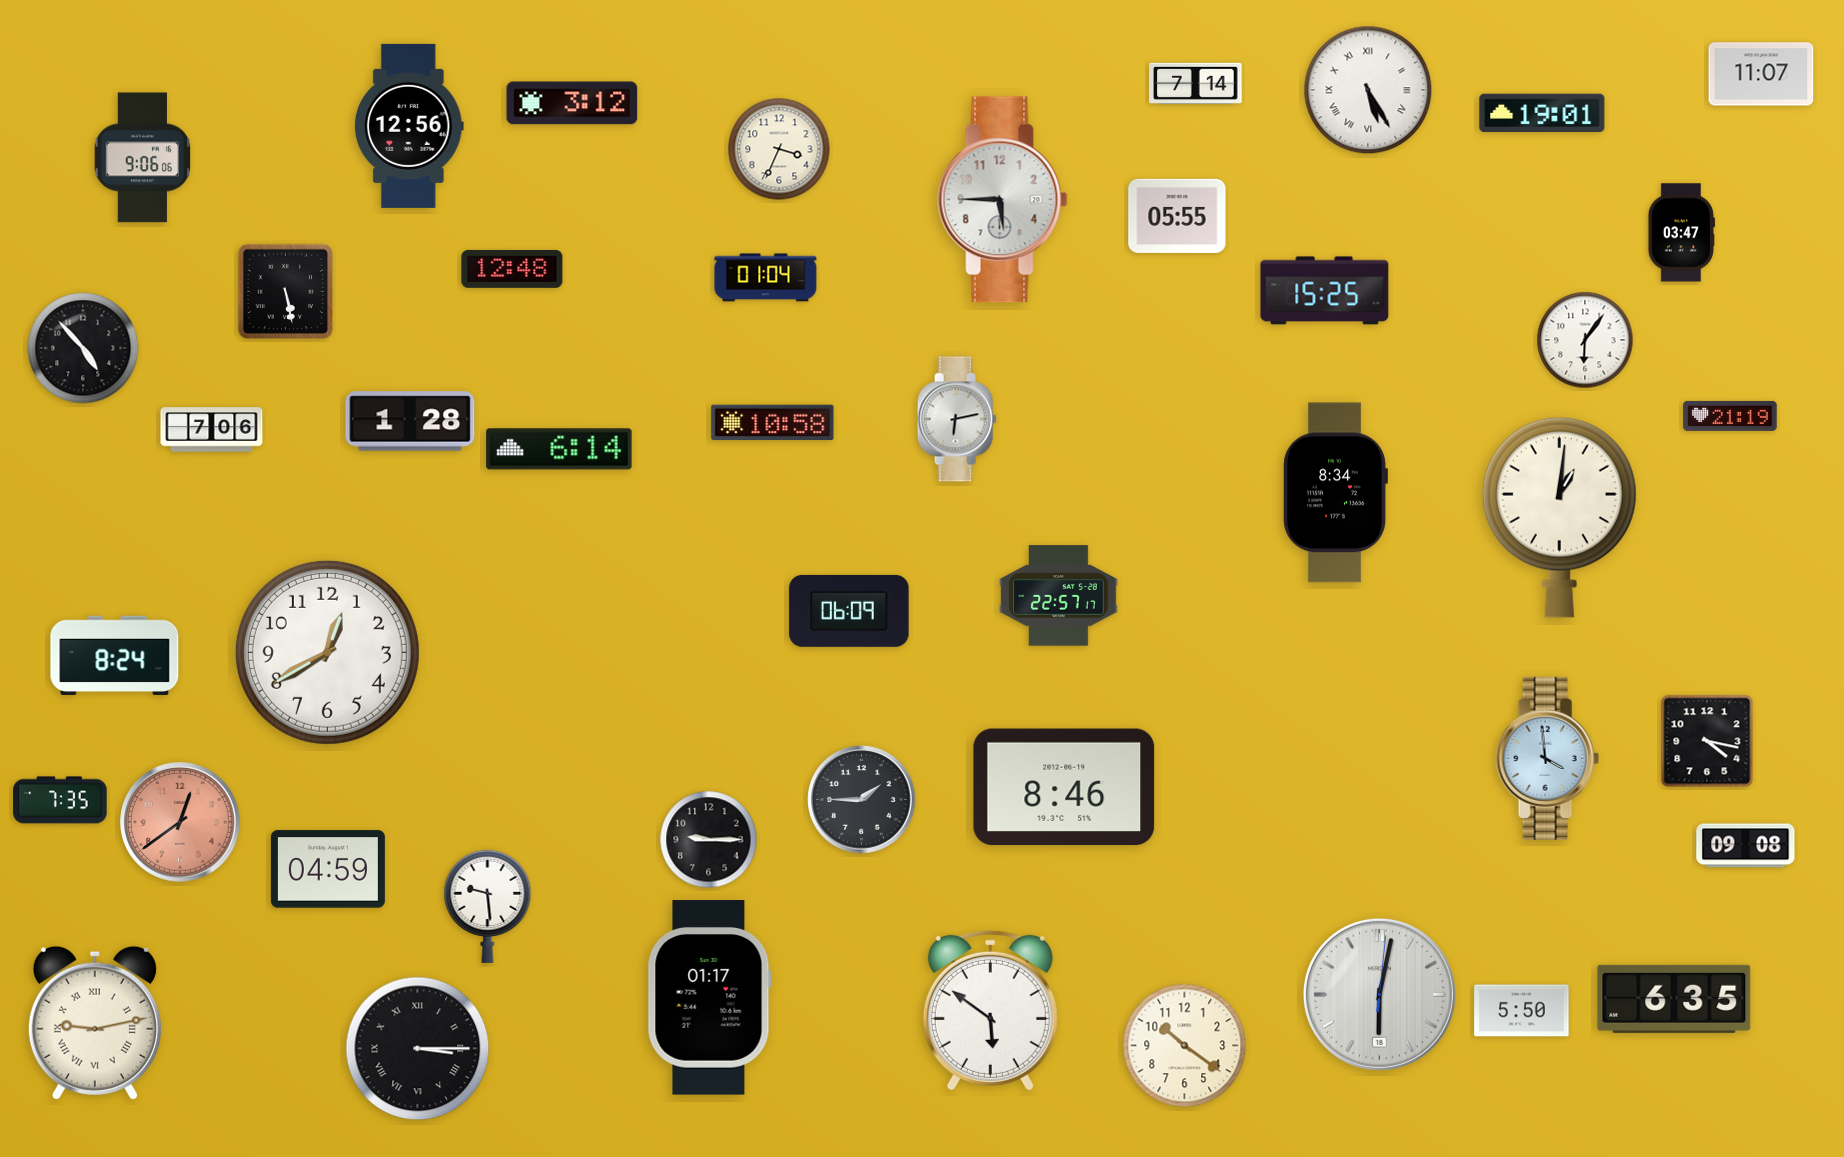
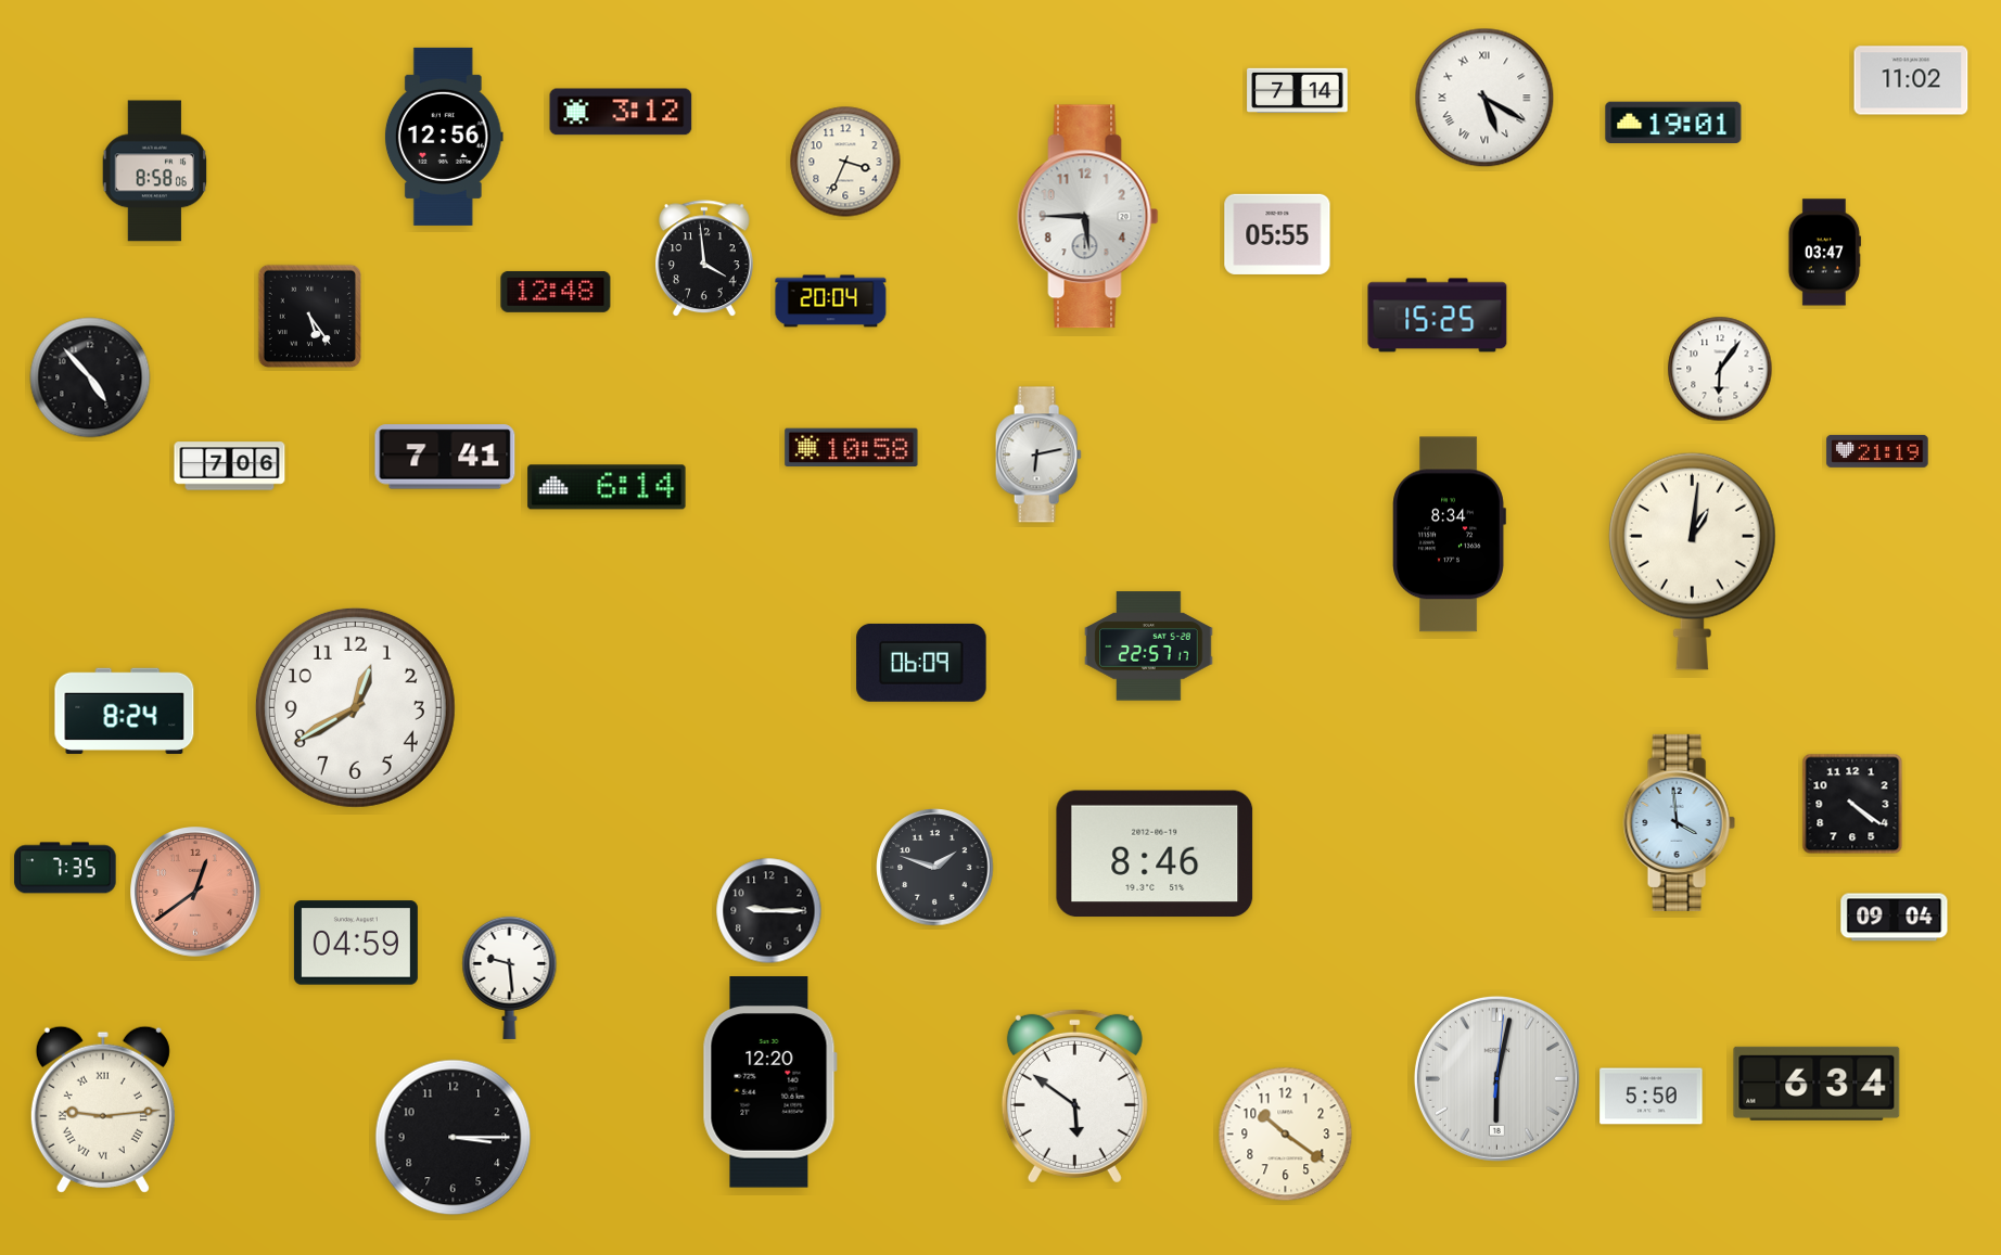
clock at (1761, 74): 11:07 -> 11:02
clock at (1368, 90): 5:25 -> 5:20
clock at (143, 158): 9:06 -> 8:58
clock at (704, 259): none -> 3:59
clock at (766, 278): 01:04 -> 20:04
clock at (286, 292): 5:28 -> 5:24
clock at (410, 421): 1:28 -> 7:41
clock at (773, 423) position: (773, 423) -> (852, 448)
clock at (1707, 741): 4:17 -> 4:21
clock at (862, 800): 1:45 -> 1:48
clock at (1746, 846): 09:08 -> 09:04
clock at (488, 906) position: (488, 906) -> (510, 977)
clock at (709, 998): 01:17 -> 12:20
clock at (1674, 999): 6:35 -> 6:34
clock at (95, 1023): 9:13 -> 9:14
clock at (418, 1049) numerals: Roman -> Arabic
